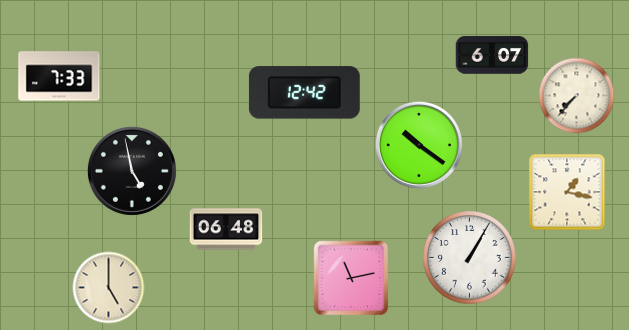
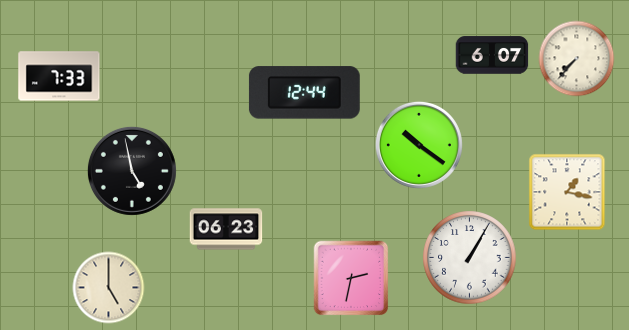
clock at (304, 93): 12:42 -> 12:44
clock at (577, 96) position: (577, 96) -> (577, 59)
clock at (226, 229): 06:48 -> 06:23
clock at (351, 278): 11:13 -> 2:32
